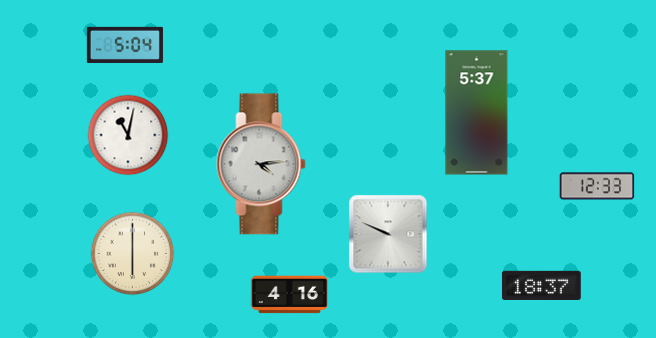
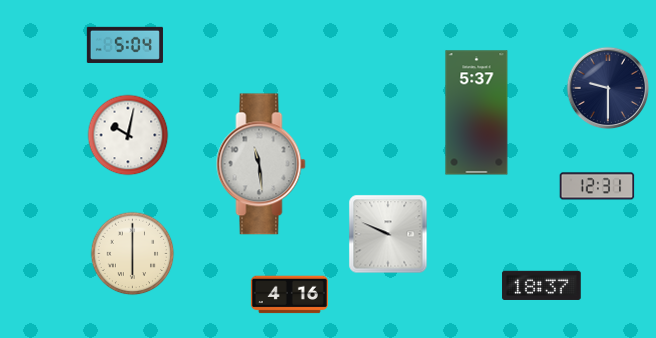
clock at (608, 88): none -> 9:30
clock at (128, 135): 11:02 -> 10:02
clock at (261, 164): 4:14 -> 11:29
clock at (597, 186): 12:33 -> 12:31
